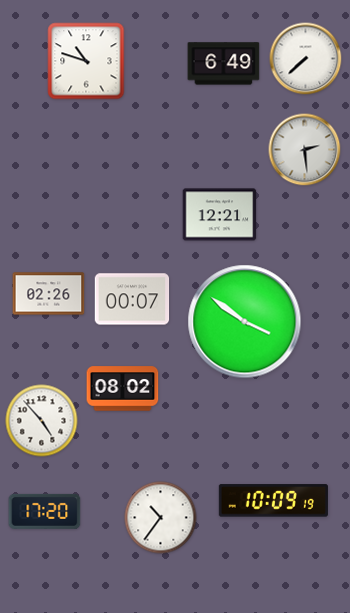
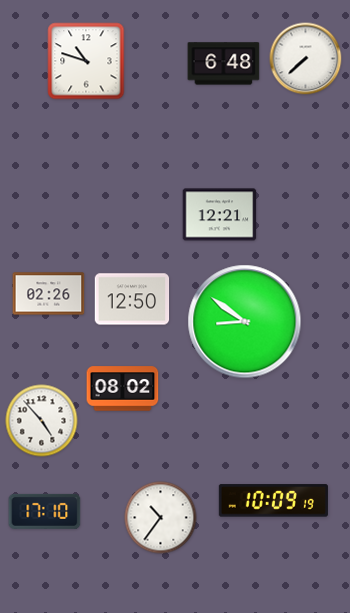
clock at (224, 64): 6:49 -> 6:48
clock at (305, 150): 2:29 -> none
clock at (132, 299): 00:07 -> 12:50
clock at (245, 322): 3:51 -> 8:51
clock at (45, 511): 17:20 -> 17:10
